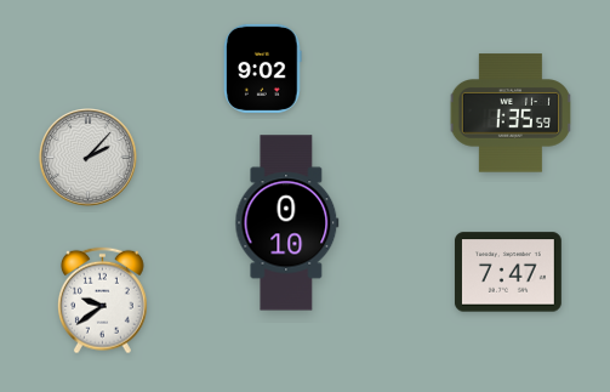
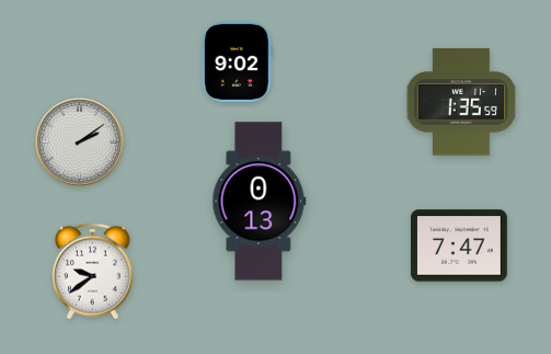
clock at (89, 158): 2:07 -> 2:09
clock at (287, 223): 0:10 -> 0:13
